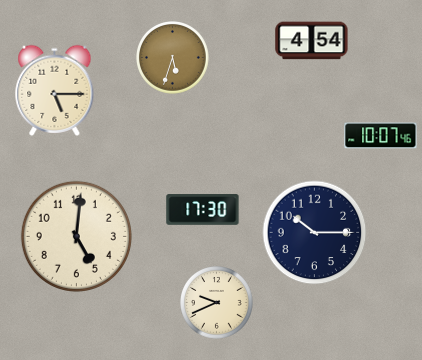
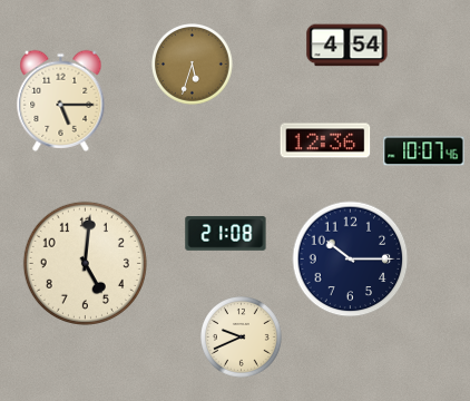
clock at (325, 140): none -> 12:36
clock at (203, 210): 17:30 -> 21:08
